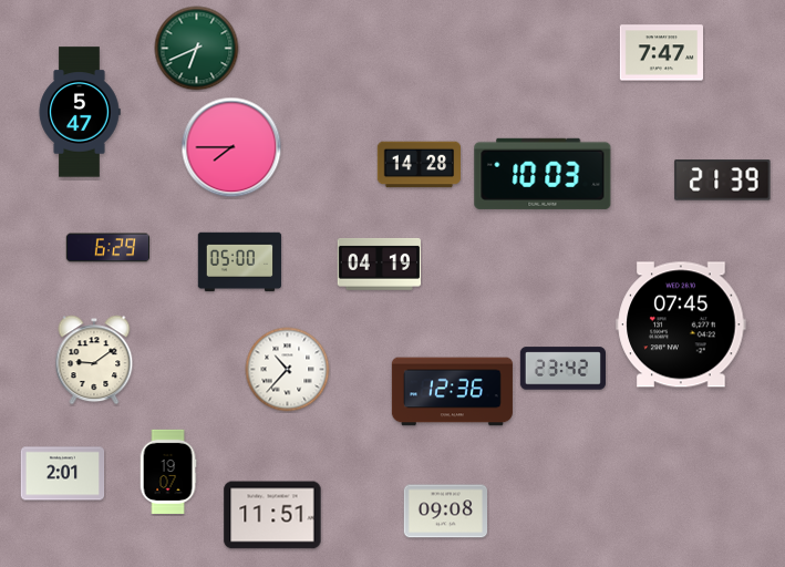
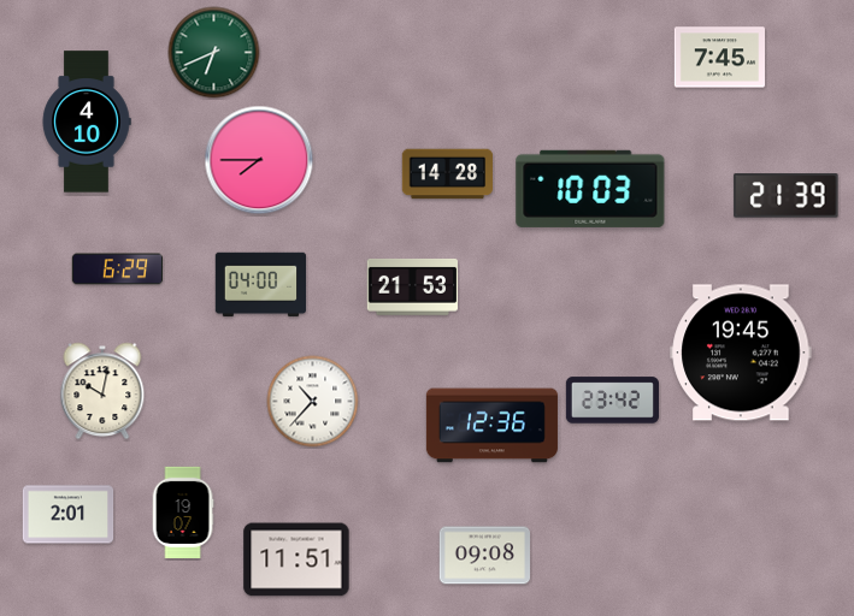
clock at (662, 53): 7:47 -> 7:45
clock at (80, 112): 5:47 -> 4:10
clock at (231, 147) position: (231, 147) -> (259, 160)
clock at (420, 165) position: (420, 165) -> (448, 174)
clock at (240, 262): 05:00 -> 04:00
clock at (379, 264): 04:19 -> 21:53
clock at (681, 324): 07:45 -> 19:45
clock at (94, 360): 9:09 -> 10:02
